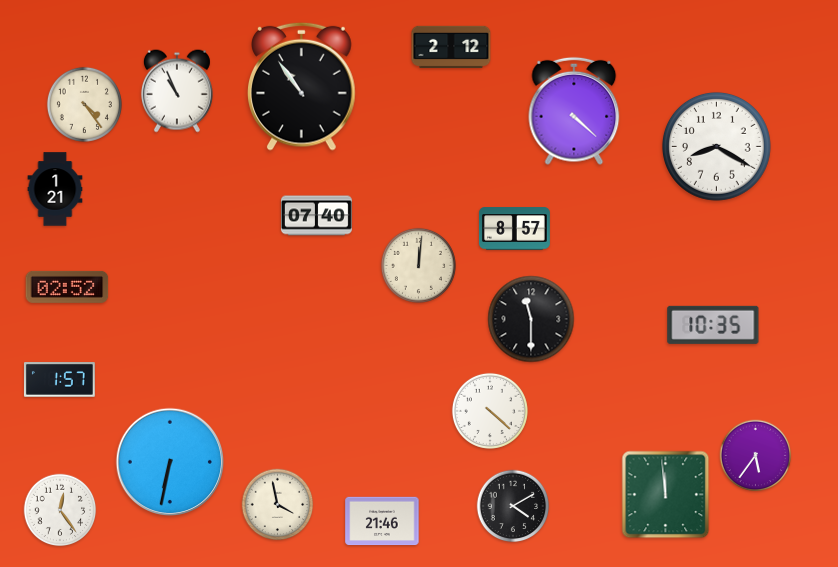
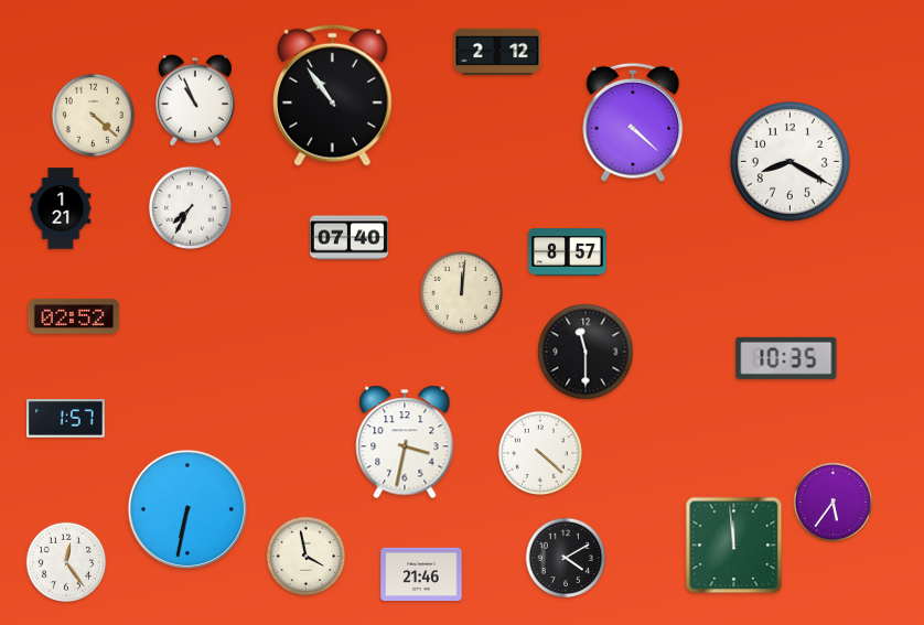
clock at (84, 104): 4:24 -> 4:22
clock at (190, 207): none -> 7:35
clock at (405, 442): none -> 3:32
